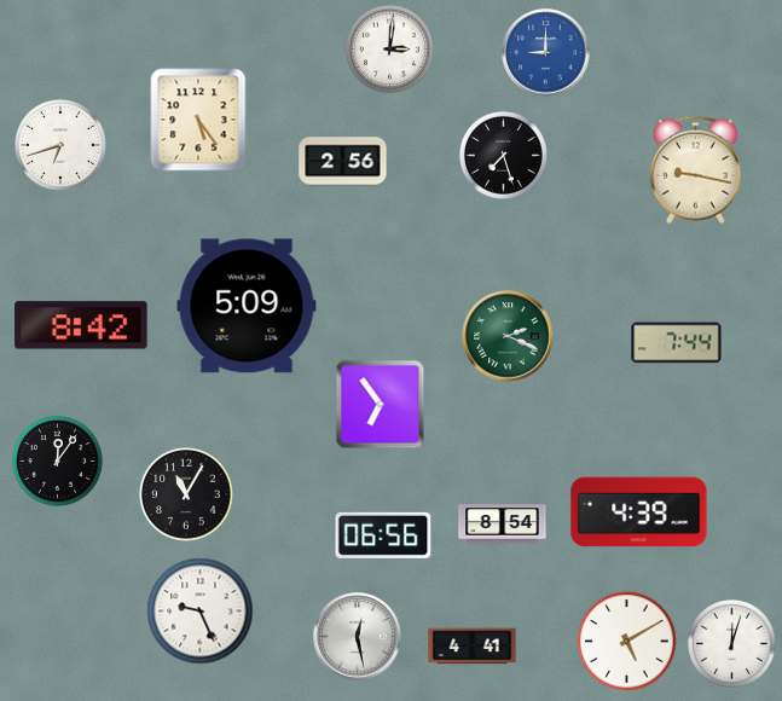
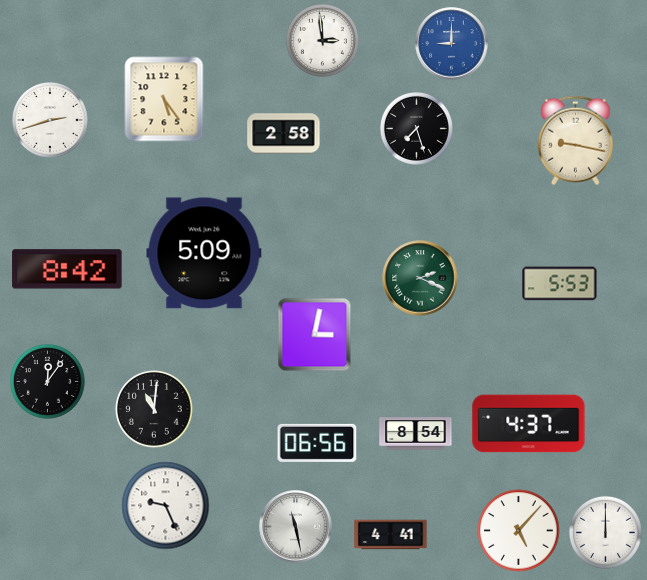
clock at (389, 48): 3:01 -> 2:59
clock at (62, 146): 6:42 -> 2:42
clock at (343, 162): 2:56 -> 2:58
clock at (677, 343): 7:44 -> 5:53
clock at (381, 405): 6:54 -> 3:02
clock at (186, 494): 11:05 -> 11:01
clock at (639, 512): 4:39 -> 4:37
clock at (358, 637): 12:28 -> 11:28
clock at (627, 642): 5:10 -> 5:07
clock at (731, 643): 12:03 -> 12:00
